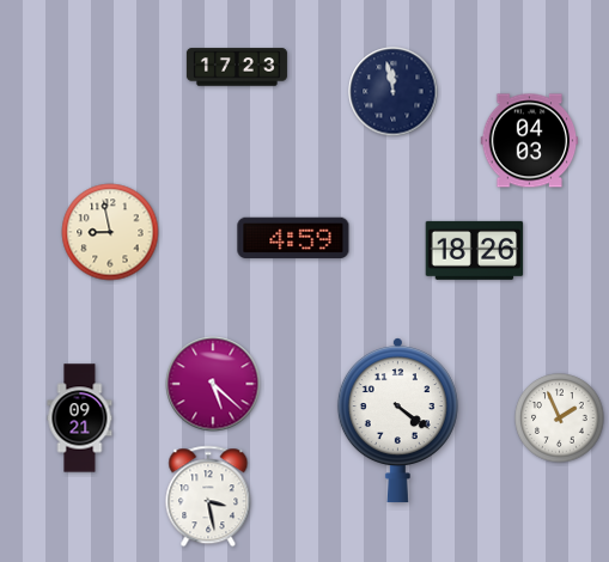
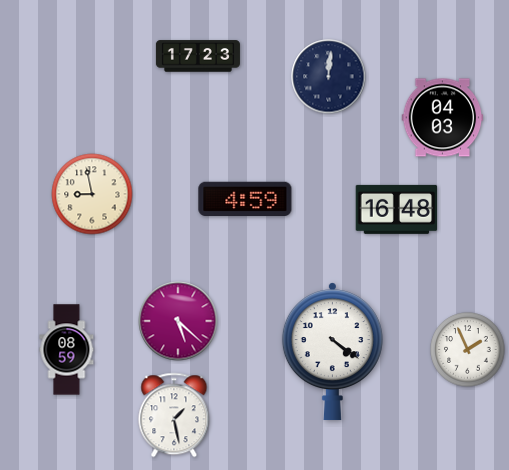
clock at (394, 92): 11:58 -> 12:01
clock at (475, 250): 18:26 -> 16:48
clock at (80, 419): 09:21 -> 08:59
clock at (208, 496): 3:28 -> 1:28
